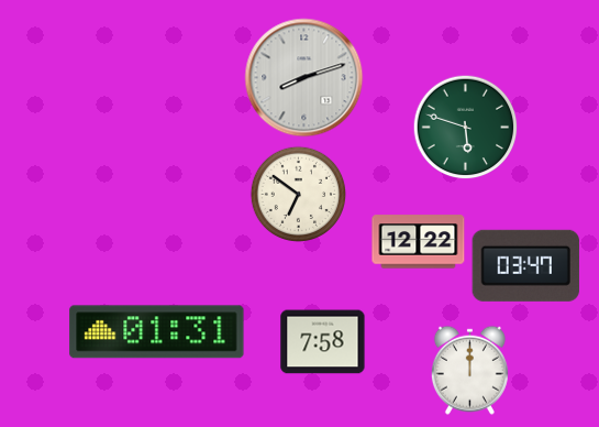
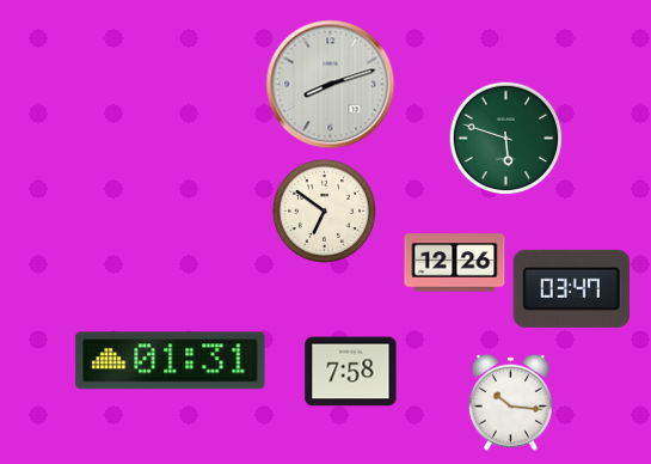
clock at (419, 242): 12:22 -> 12:26
clock at (469, 370): 12:00 -> 10:16
